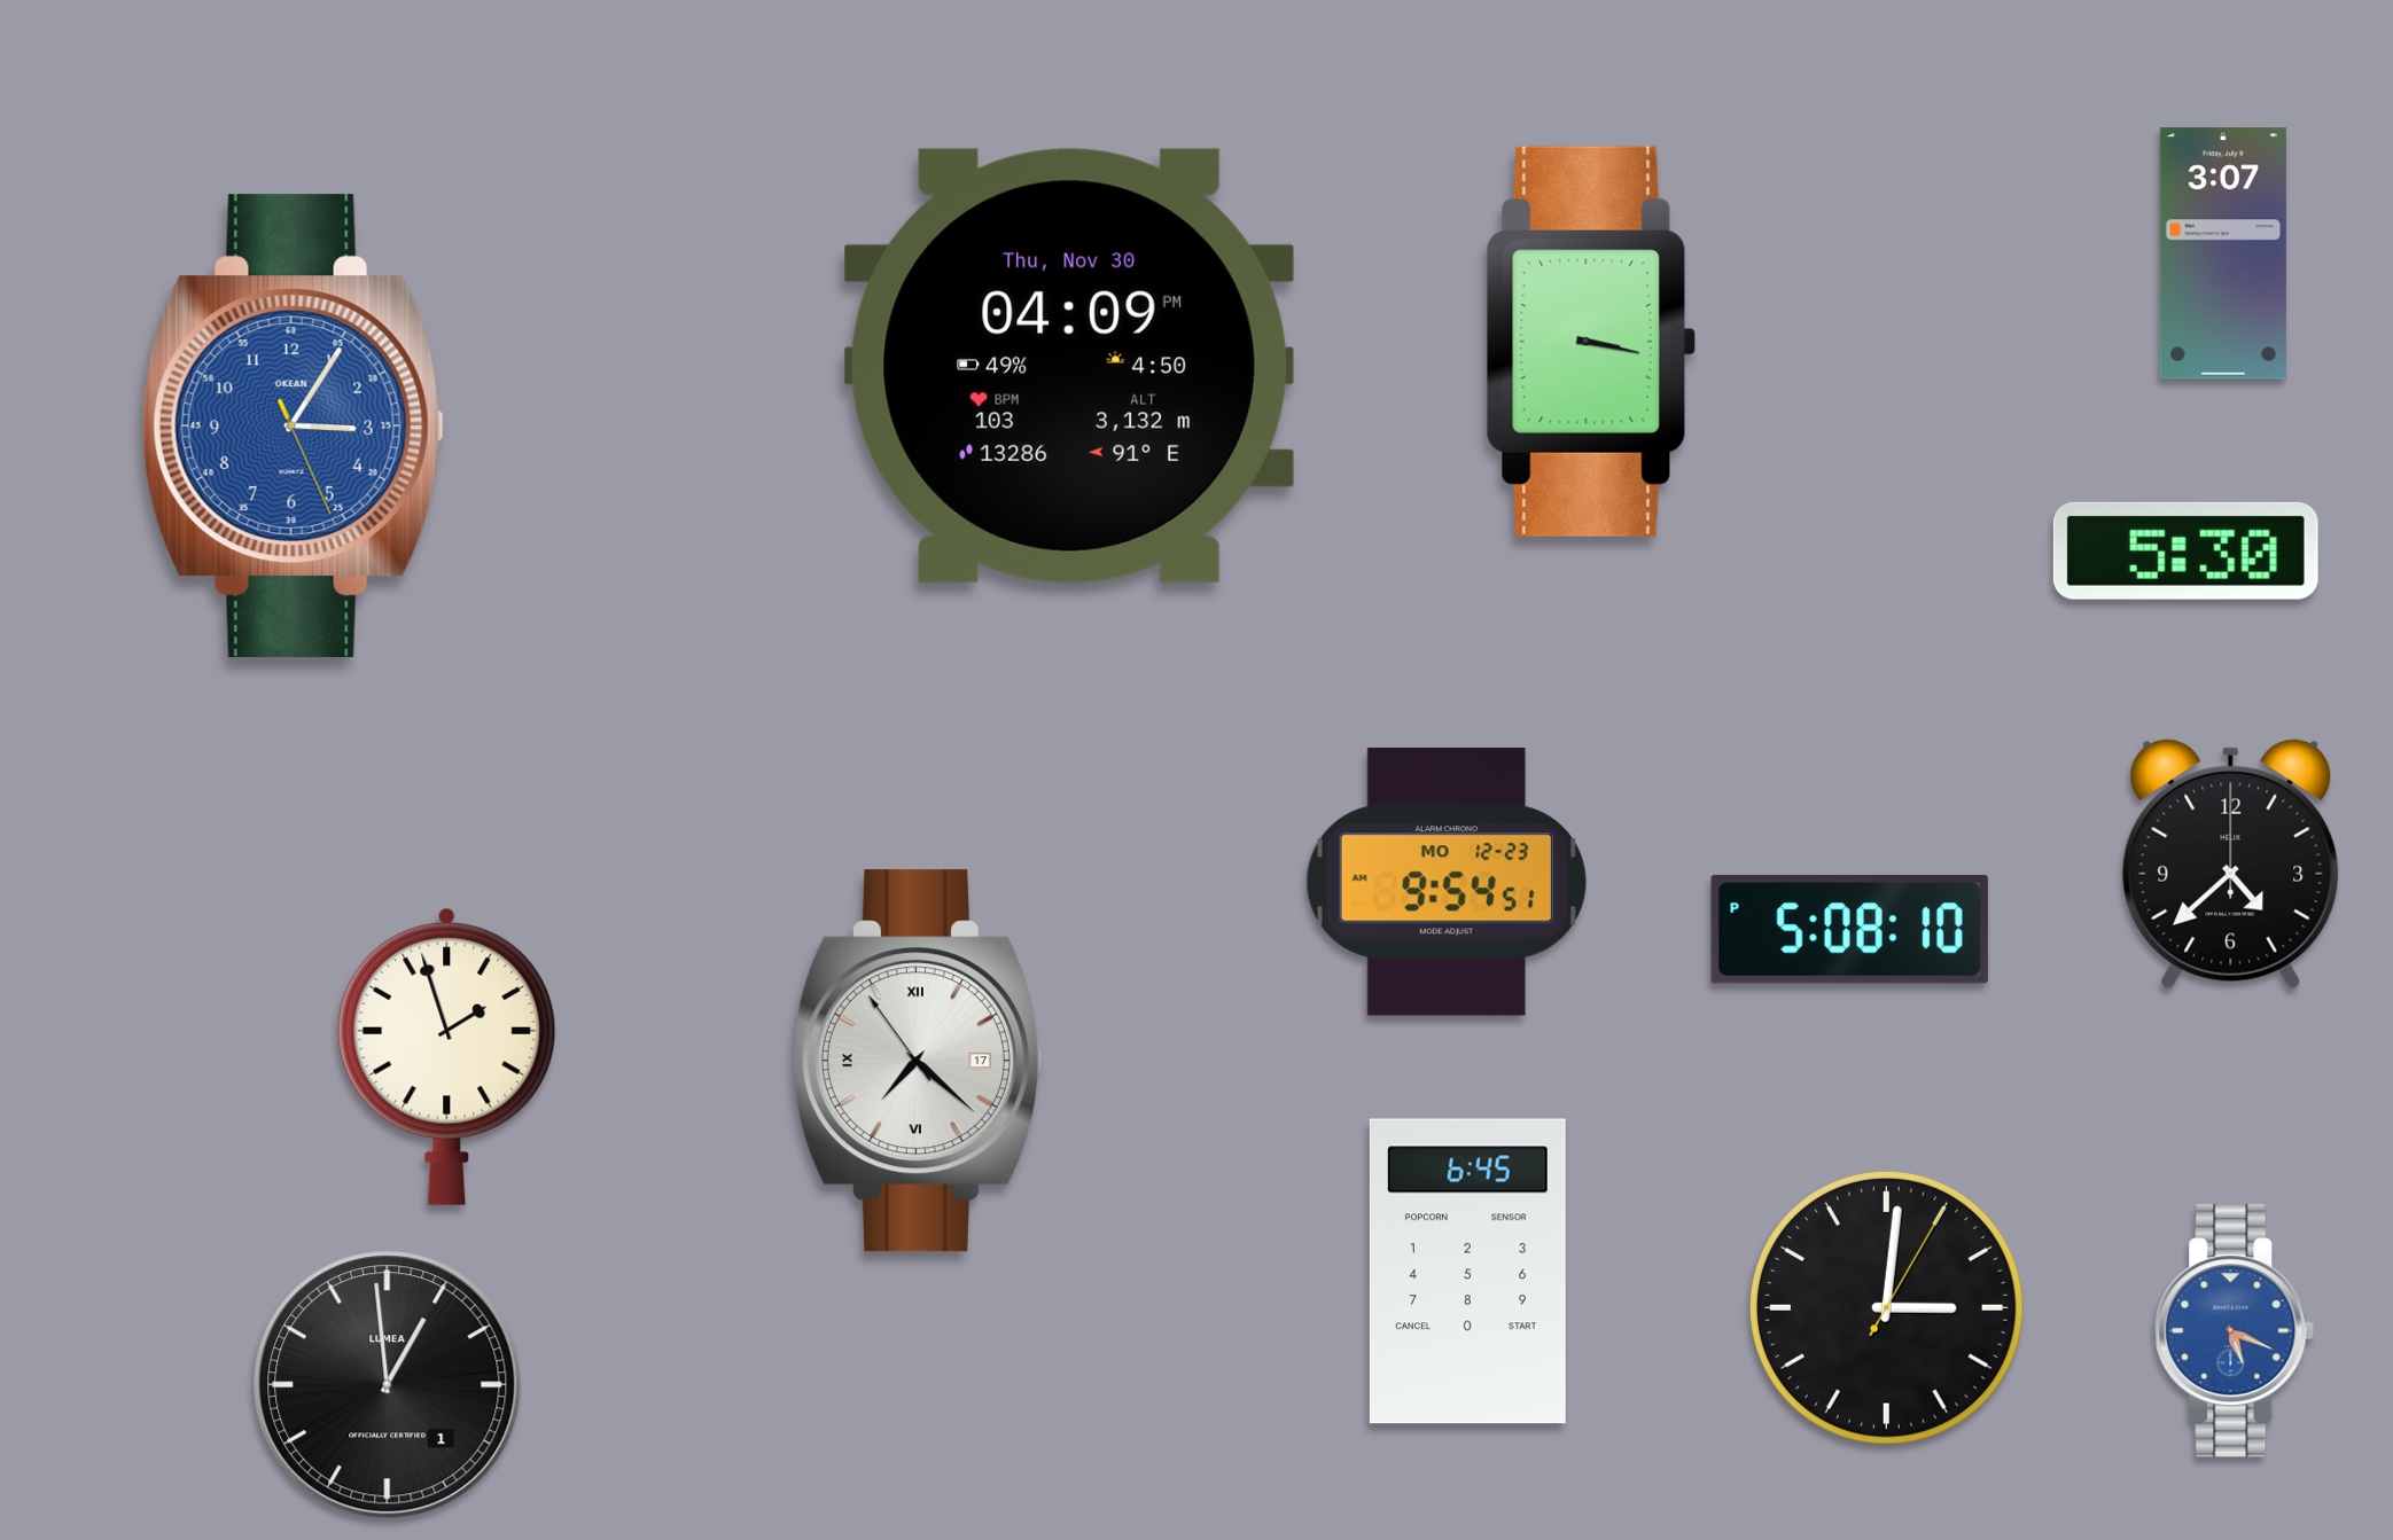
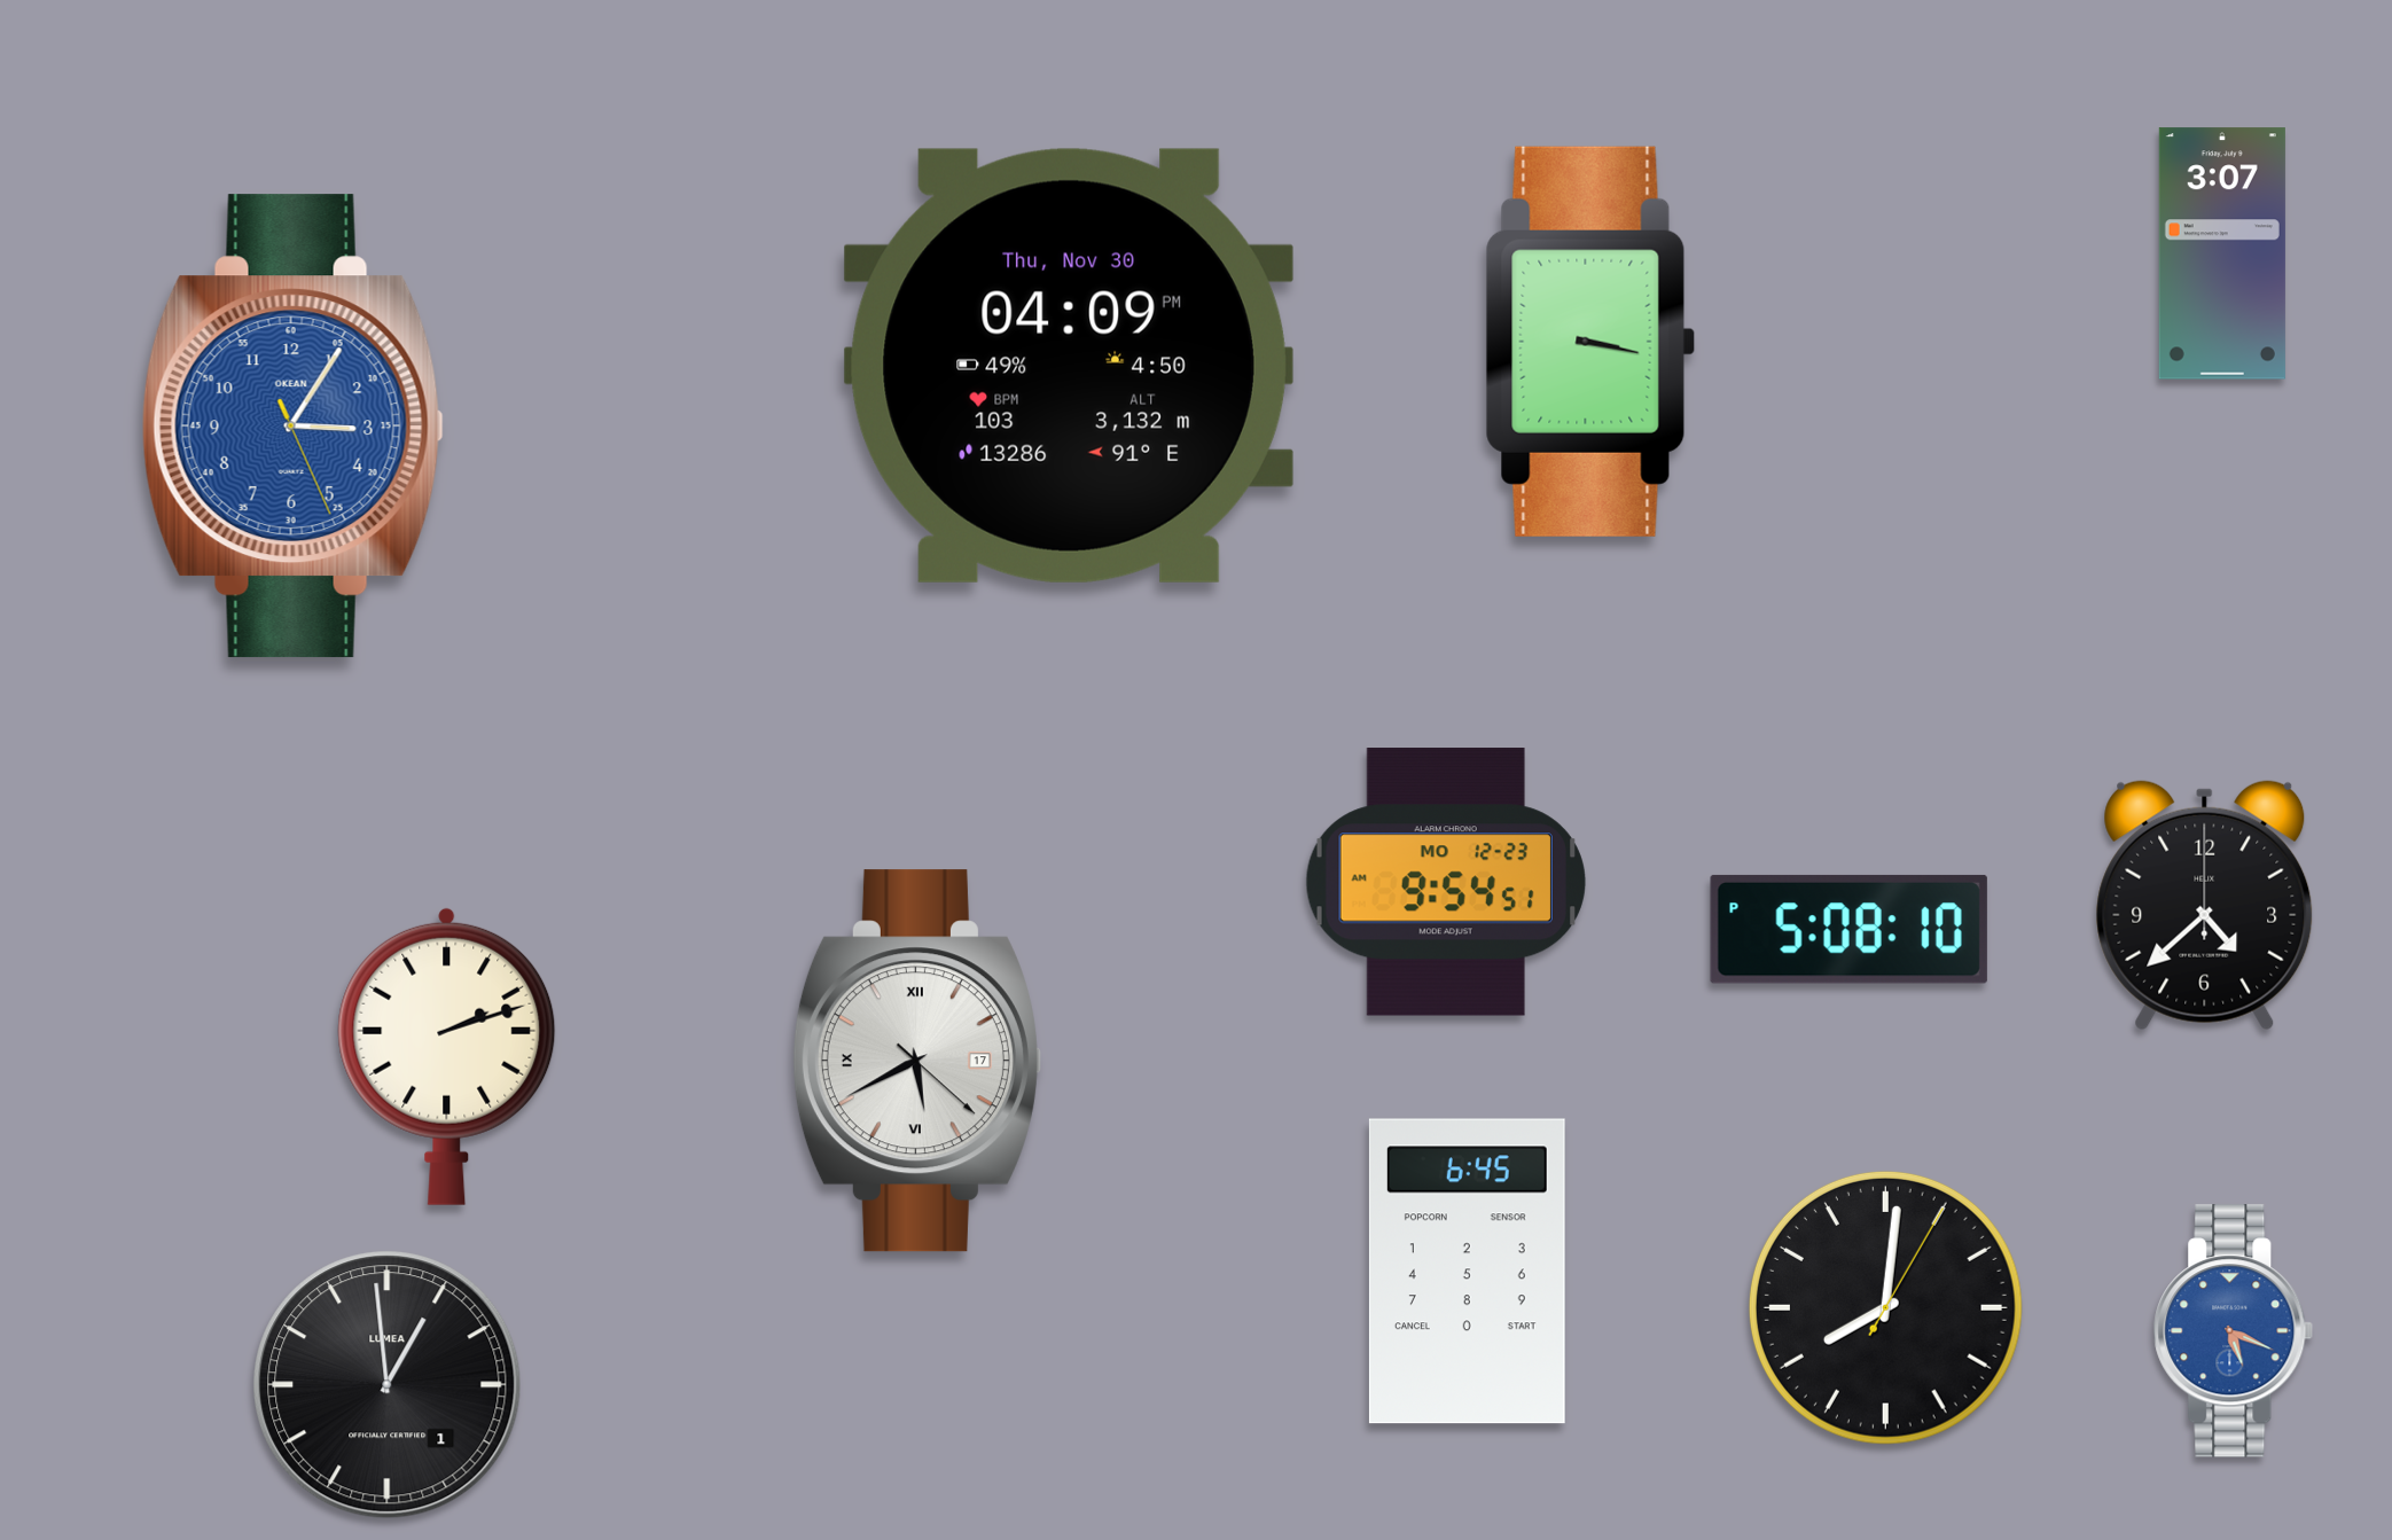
clock at (2185, 550): 5:30 -> none
clock at (2231, 865) position: (2231, 865) -> (2205, 906)
clock at (447, 1056): 1:57 -> 2:12
clock at (917, 1061): 7:21 -> 5:40
clock at (1886, 1307): 3:01 -> 8:01
